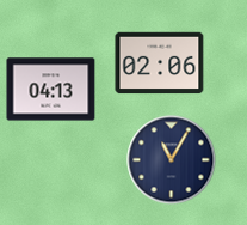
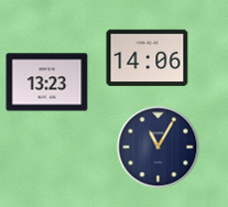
clock at (160, 63): 02:06 -> 14:06
clock at (51, 90): 04:13 -> 13:23
